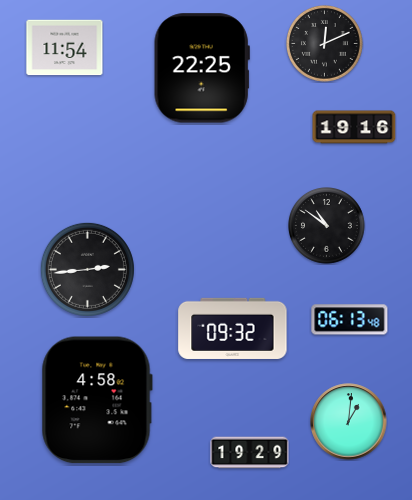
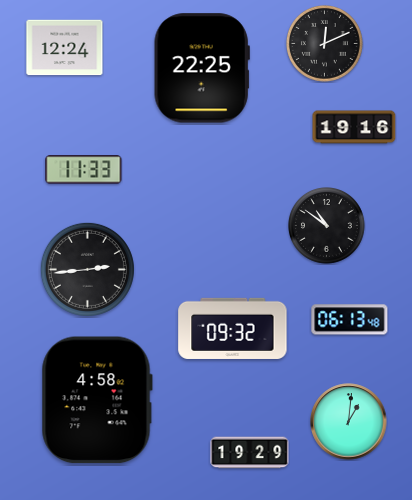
clock at (65, 48): 11:54 -> 12:24
clock at (84, 170): none -> 11:33
